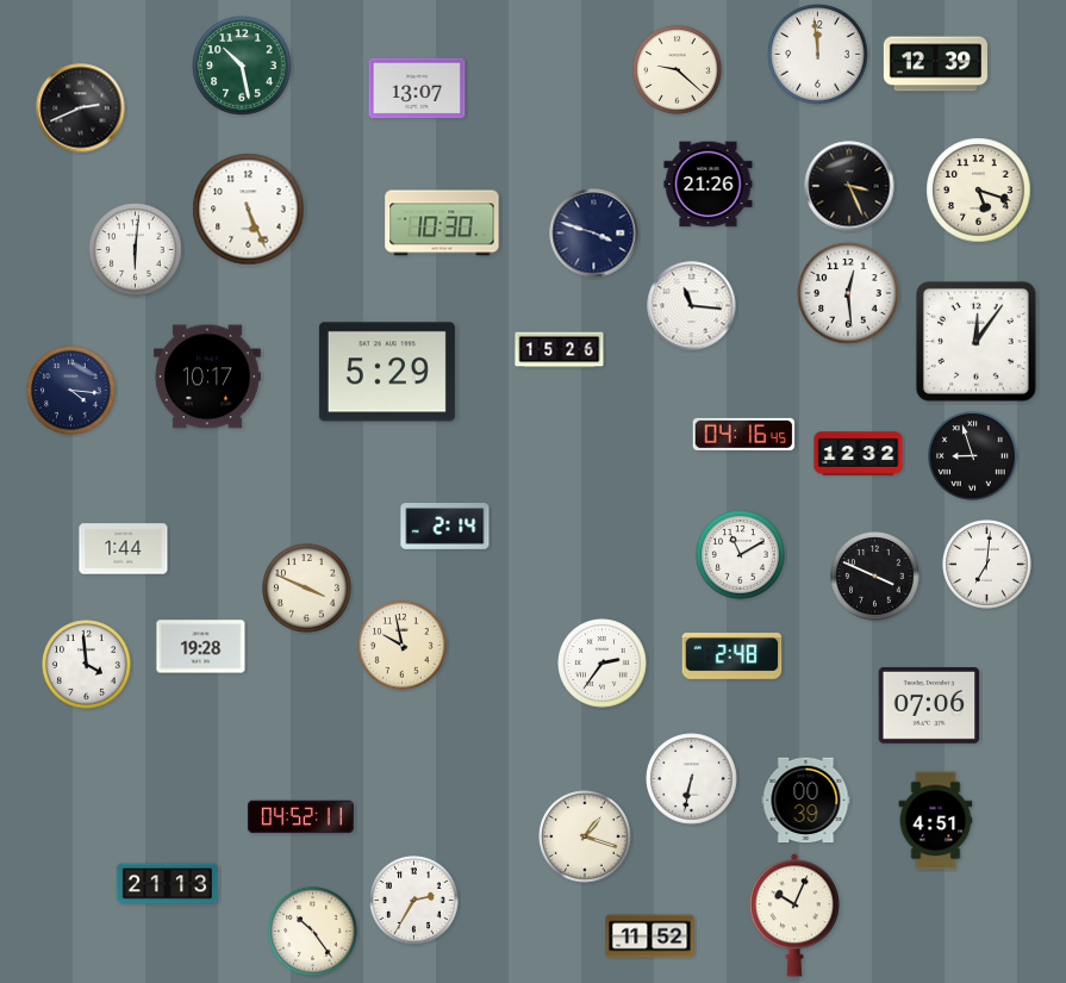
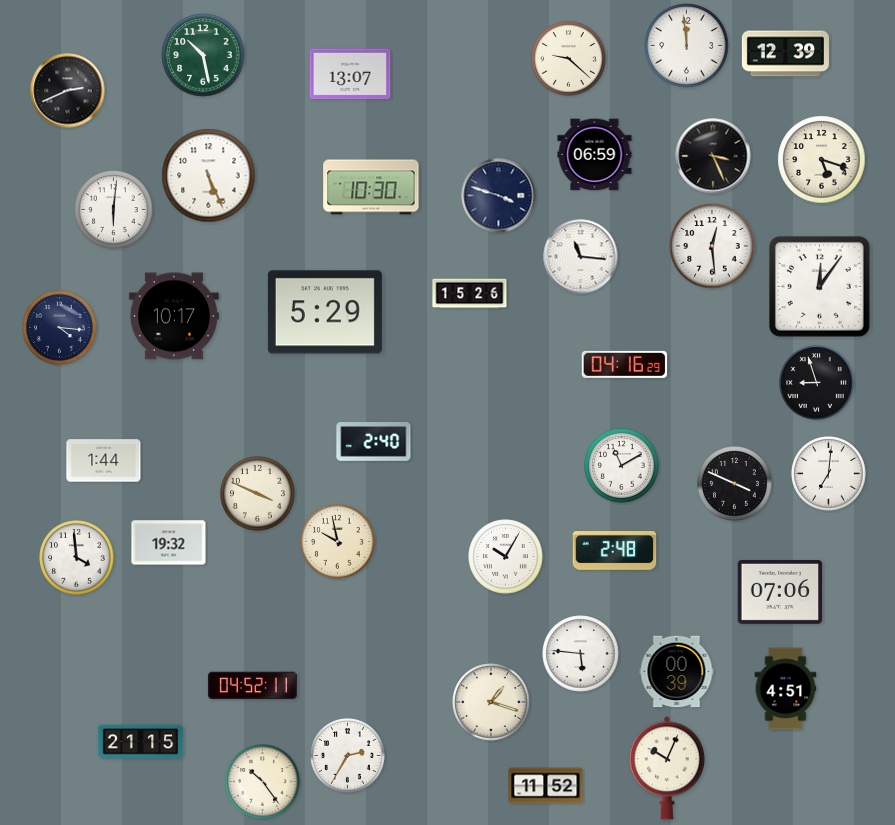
clock at (709, 185): 21:26 -> 06:59
clock at (744, 434): 04:16:45 -> 04:16:29
clock at (859, 454): 12:32 -> none
clock at (445, 527): 2:14 -> 2:40
clock at (201, 647): 19:28 -> 19:32
clock at (603, 664): 2:36 -> 10:05
clock at (87, 665) position: (87, 665) -> (77, 558)
clock at (692, 779): 6:32 -> 5:46
clock at (168, 884): 21:13 -> 21:15
